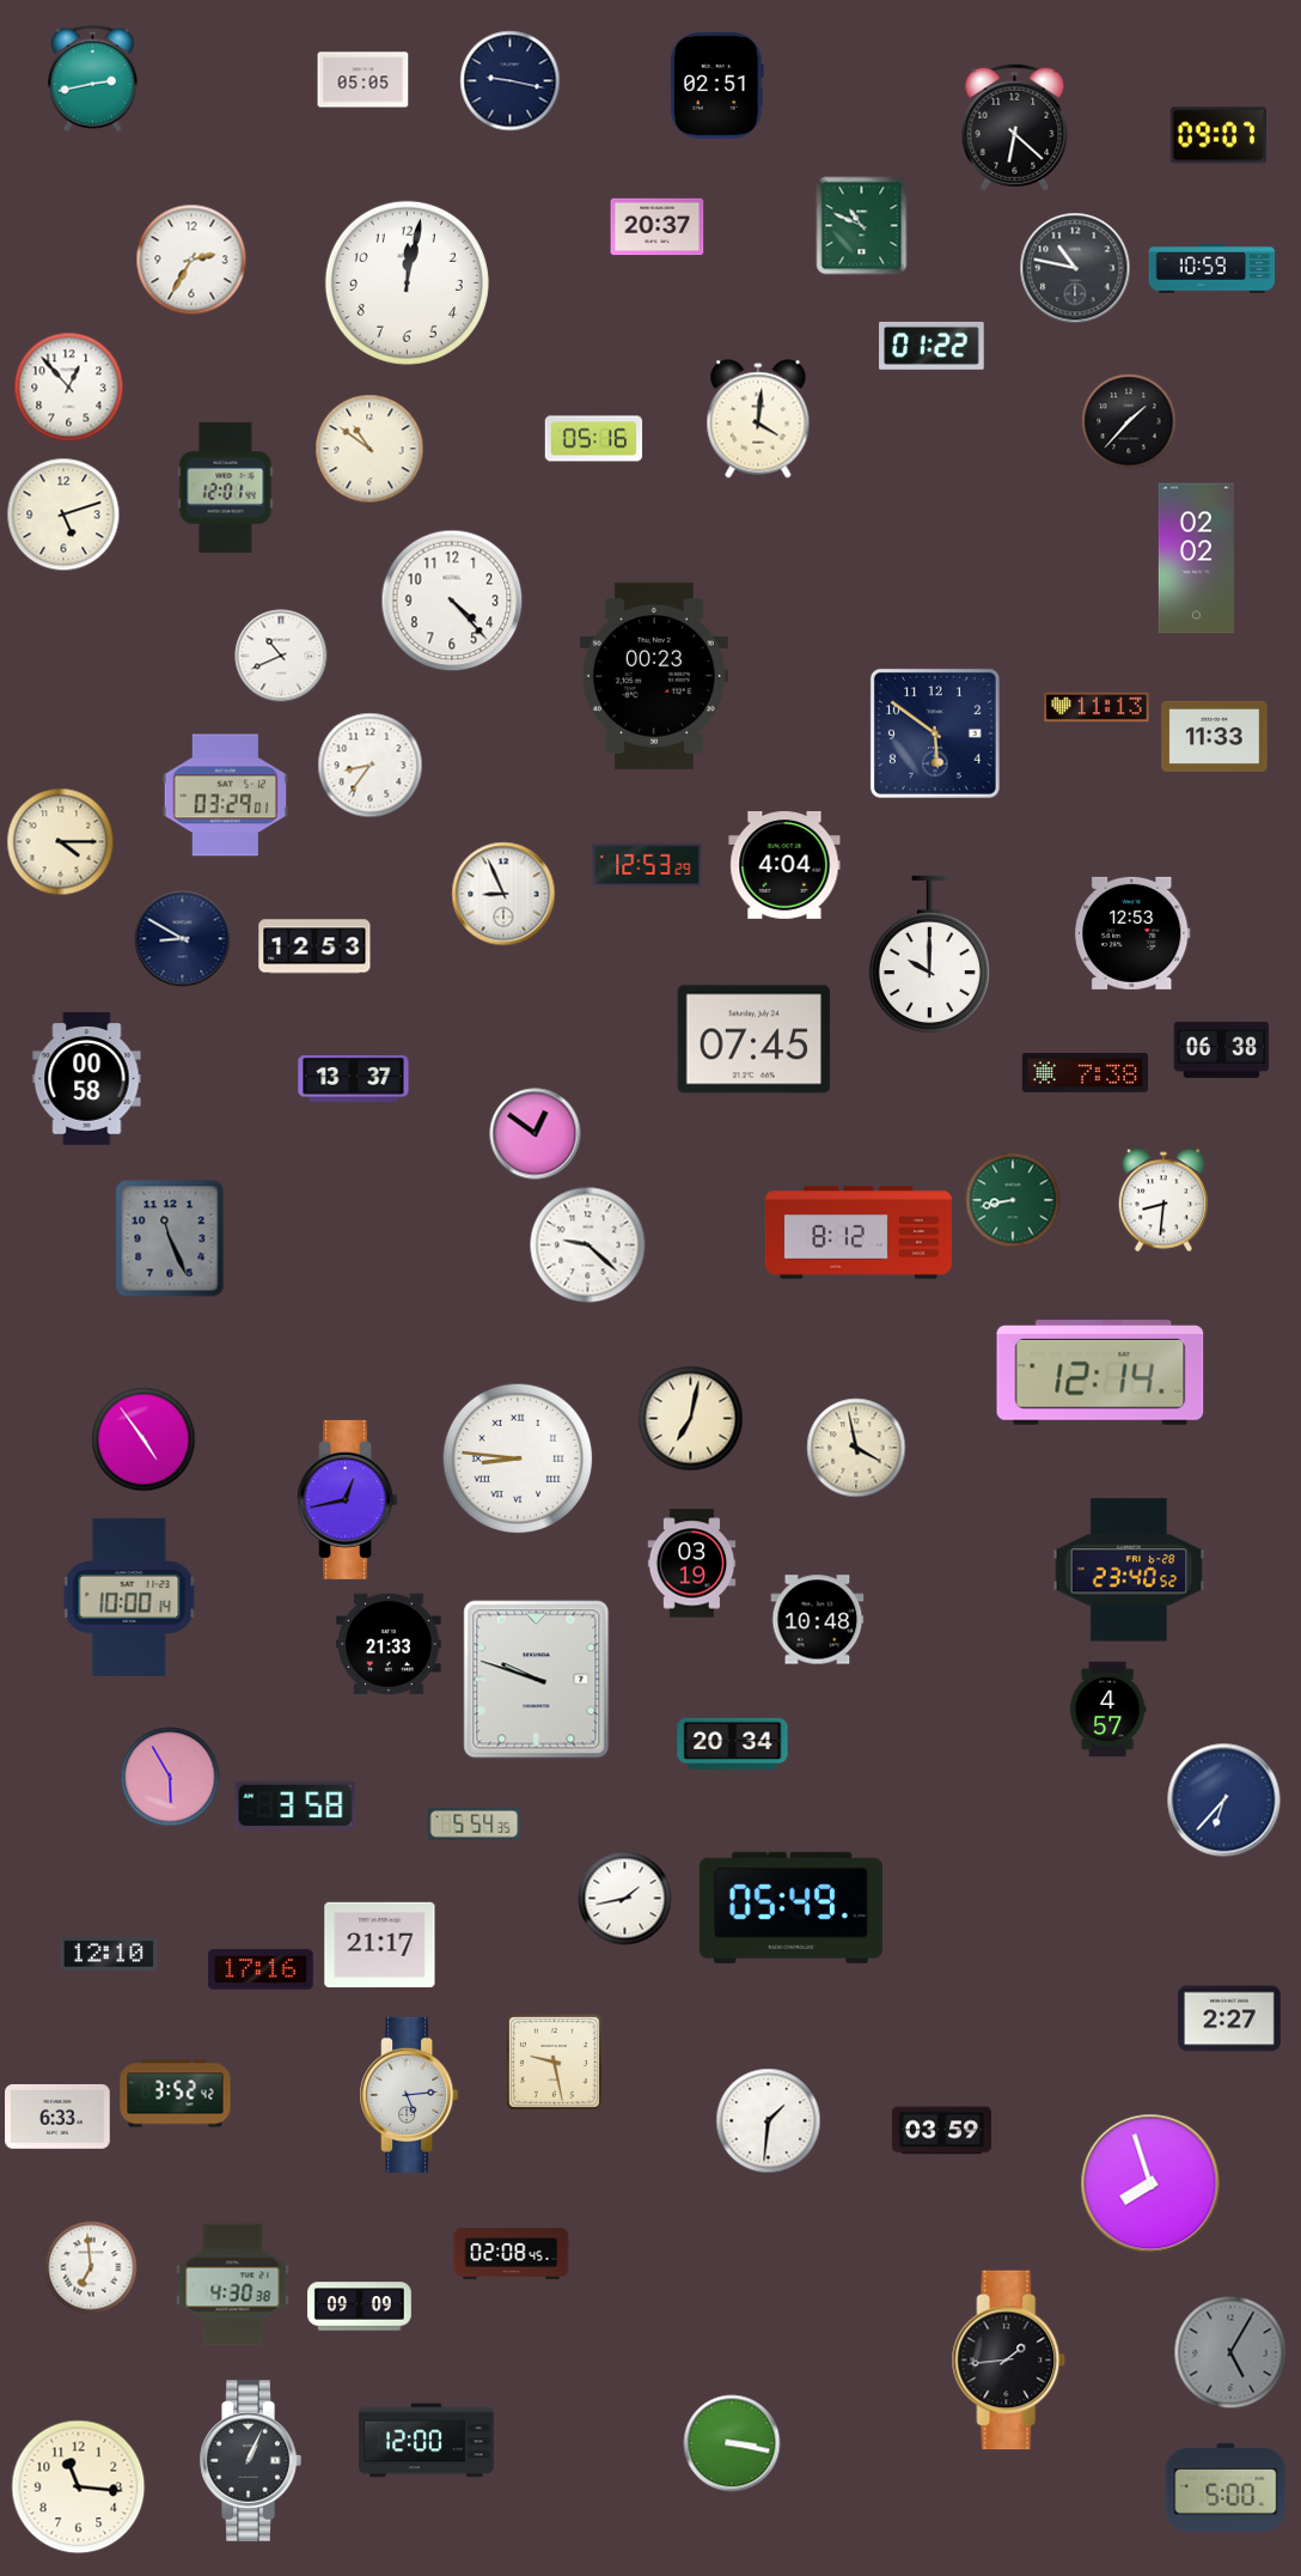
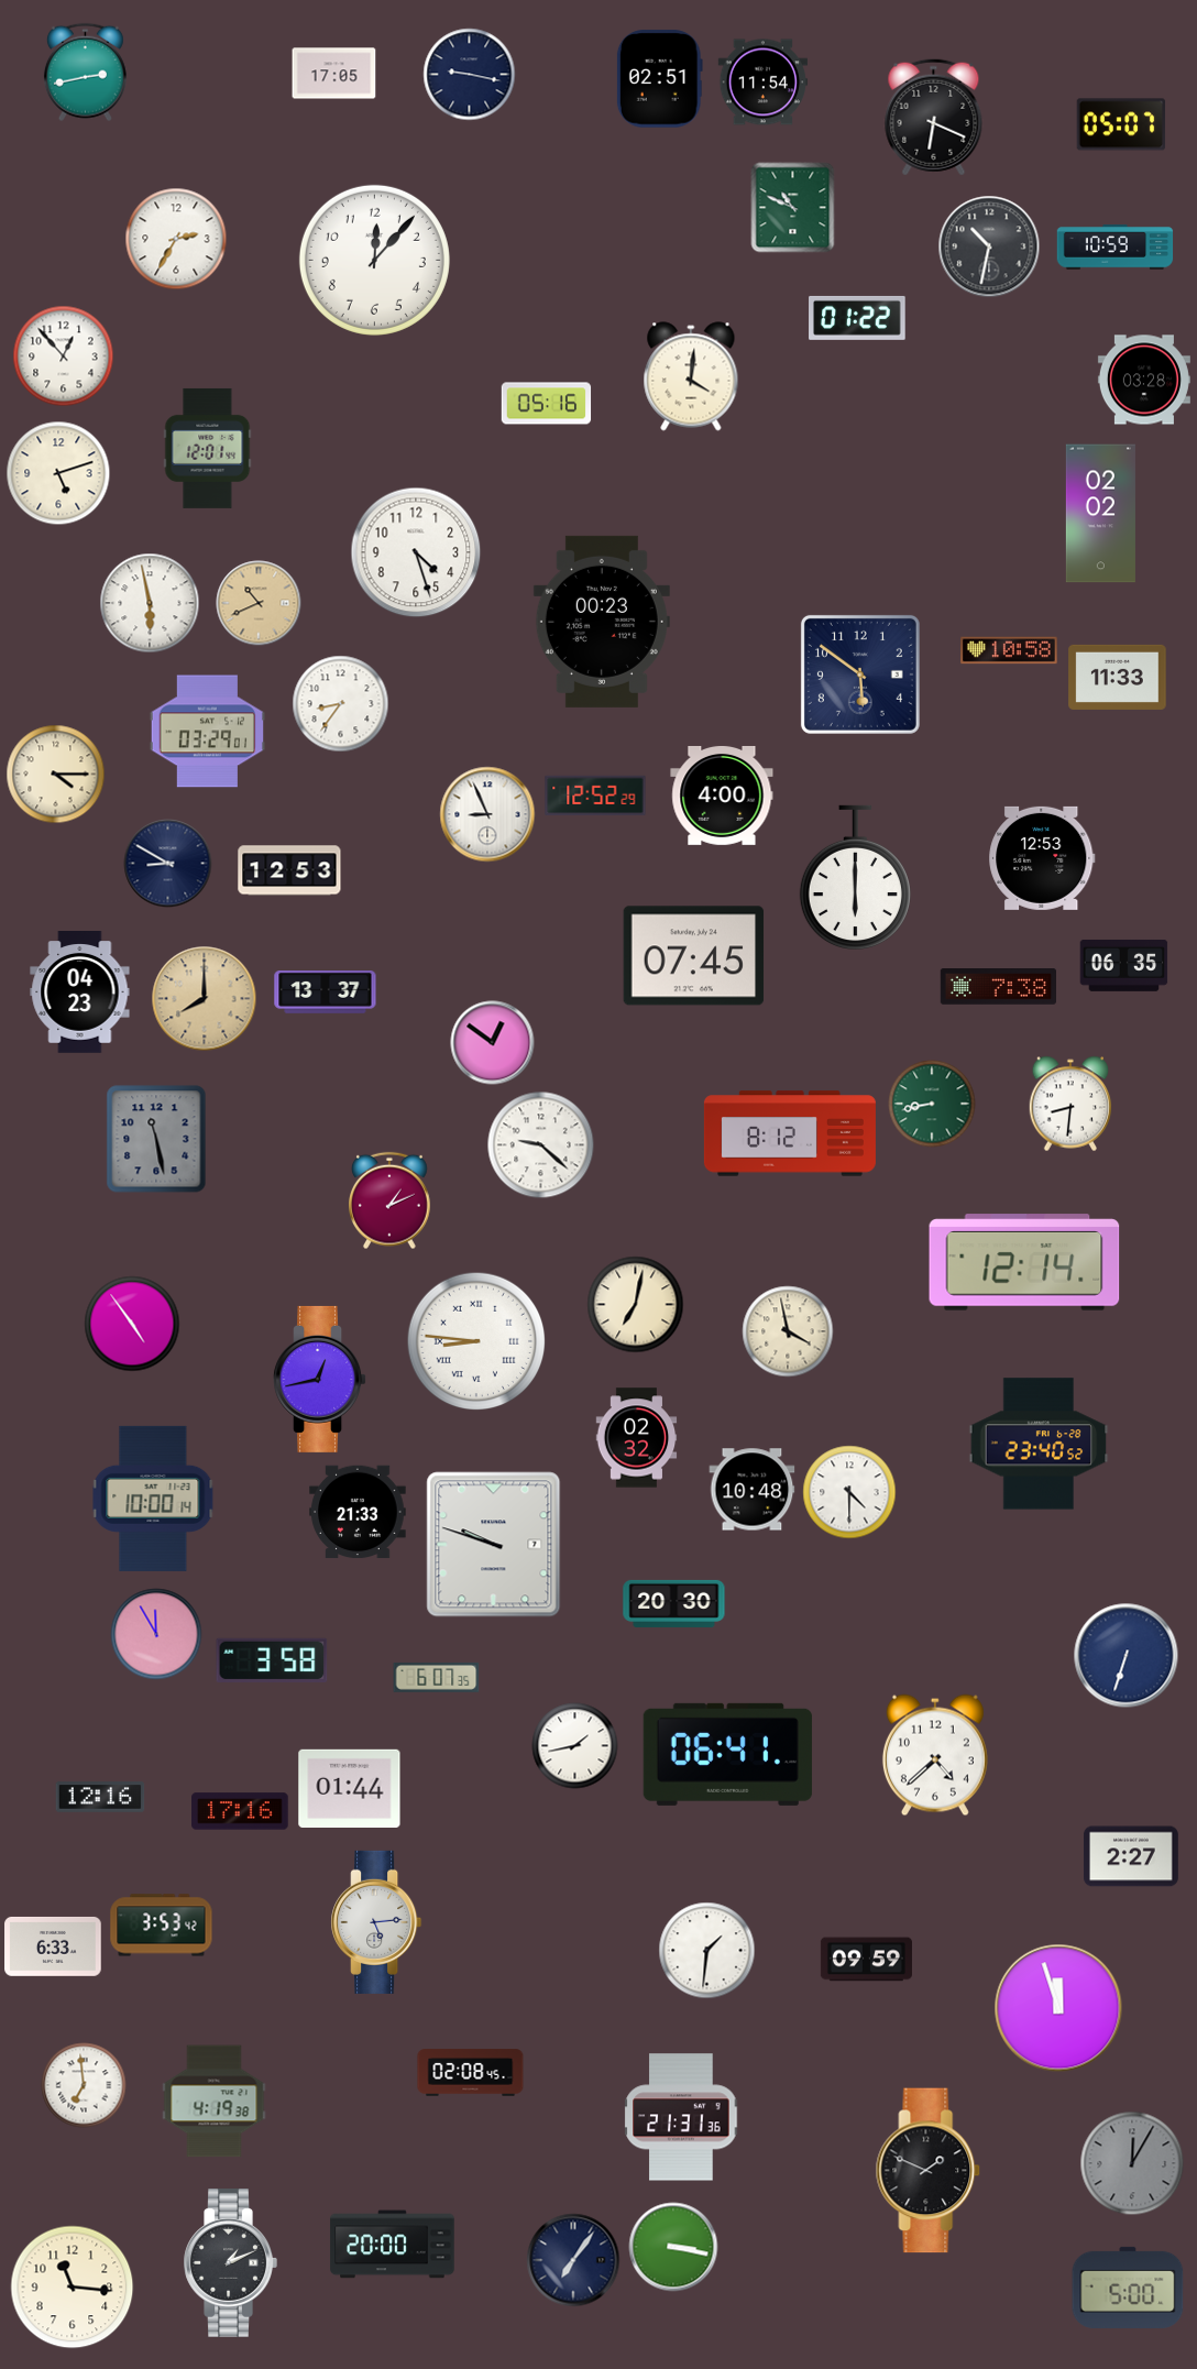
clock at (364, 80): 05:05 -> 17:05
clock at (762, 83): none -> 11:54
clock at (1015, 128): 6:22 -> 6:19
clock at (1218, 135): 09:07 -> 05:07
clock at (658, 227): 20:37 -> none
clock at (1075, 268): 10:47 -> 10:32
clock at (407, 282): 12:02 -> 12:07
clock at (1144, 380): none -> 03:28
clock at (758, 419) position: (758, 419) -> (691, 376)
clock at (1129, 421): 1:37 -> none
clock at (369, 449): 10:51 -> none
clock at (452, 601): 4:23 -> 4:27
clock at (150, 603): none -> 5:58
clock at (281, 656) dial: white -> champagne
clock at (1097, 707): 11:13 -> 10:58
clock at (647, 865): 12:53 -> 12:52
clock at (784, 865): 4:04 -> 4:00
clock at (503, 894) position: (503, 894) -> (487, 814)
clock at (929, 955): 10:00 -> 6:00
clock at (1222, 1049): 06:38 -> 06:35
clock at (87, 1079): 00:58 -> 04:23
clock at (205, 999): none -> 8:00
clock at (170, 1238): 11:26 -> 11:28
clock at (391, 1200): none -> 1:11
clock at (1100, 1372) position: (1100, 1372) -> (1024, 1262)
clock at (692, 1564): 03:19 -> 02:32
clock at (129, 1597) position: (129, 1597) -> (153, 1499)
clock at (849, 1492): none -> 4:30
clock at (1107, 1710): 4:57 -> none
clock at (733, 1743): 20:34 -> 20:30
clock at (170, 1777): 5:55 -> 11:55
clock at (1224, 1801): 6:37 -> 6:33
clock at (475, 1823): 5:54 -> 6:07
clock at (790, 1907): 05:49 -> 06:41
clock at (935, 1755): none -> 4:38
clock at (380, 1944): 21:17 -> 01:44
clock at (109, 1954): 12:10 -> 12:16
clock at (554, 2062): 9:28 -> none
clock at (176, 2094): 3:52 -> 3:53
clock at (409, 2095) position: (409, 2095) -> (376, 1922)
clock at (941, 2131): 03:59 -> 09:59
clock at (1150, 2184): 7:57 -> 11:57
clock at (233, 2285): 4:30 -> 4:19
clock at (681, 2117): none -> 21:31
clock at (360, 2307): 09:09 -> none
clock at (1230, 2352): 5:05 -> 12:05
clock at (1009, 2361): 1:44 -> 1:49
clock at (427, 2441): 12:00 -> 20:00
clock at (573, 2260): none -> 7:06
clock at (250, 2461): 1:04 -> 1:11
